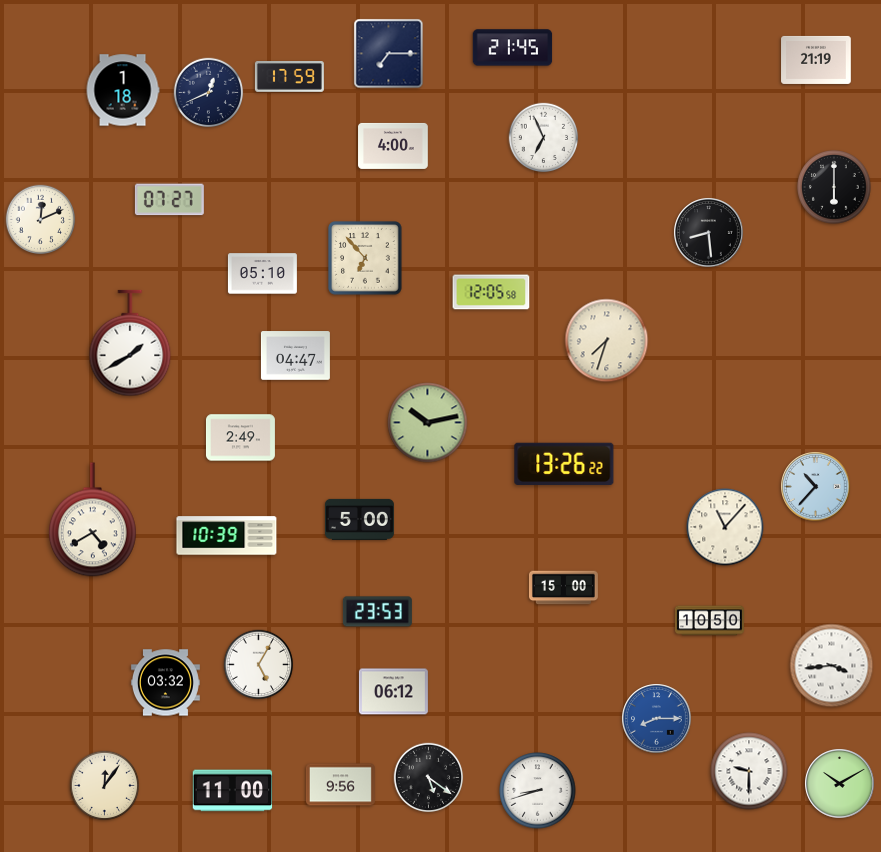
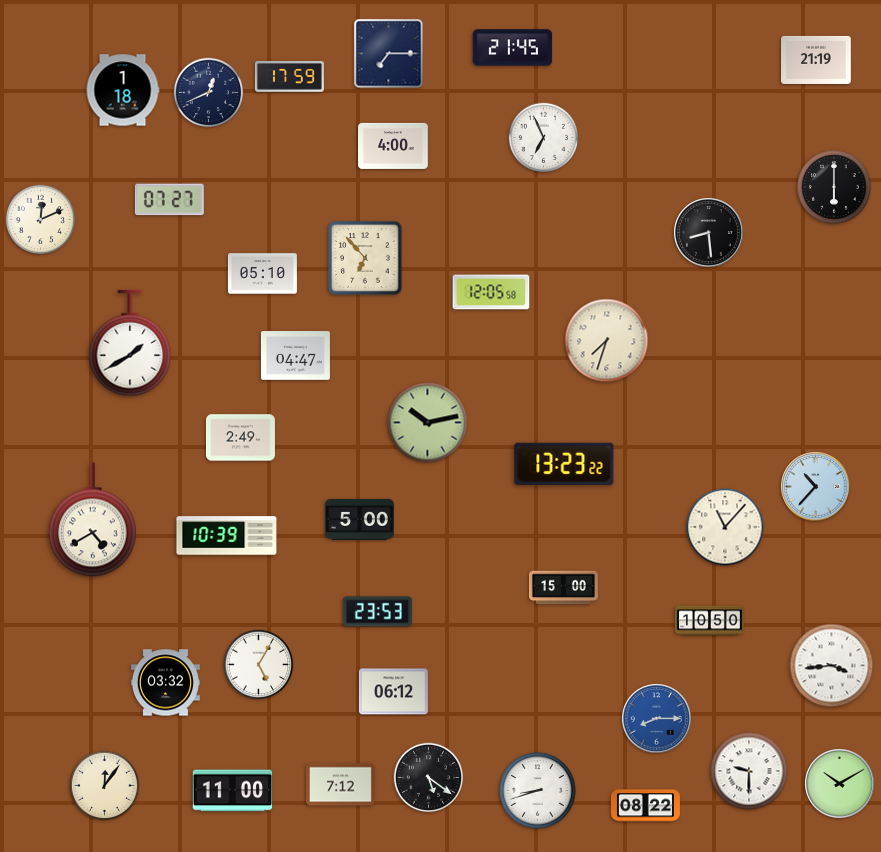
clock at (564, 464): 13:26 -> 13:23
clock at (340, 785): 9:56 -> 7:12
clock at (645, 806): none -> 08:22
